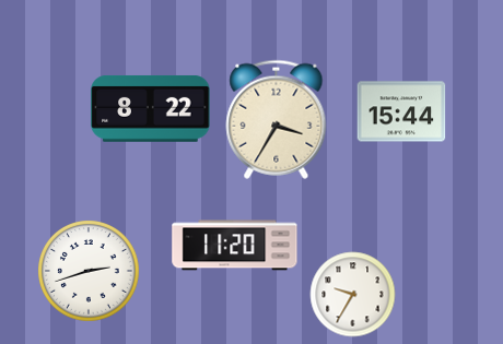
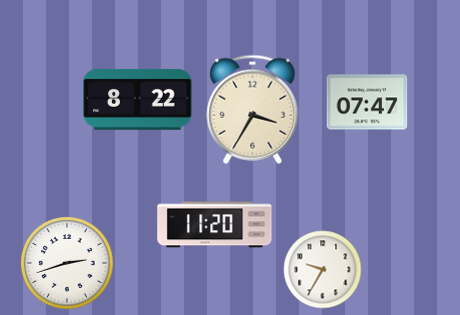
clock at (401, 111): 15:44 -> 07:47
clock at (89, 271) position: (89, 271) -> (67, 263)
